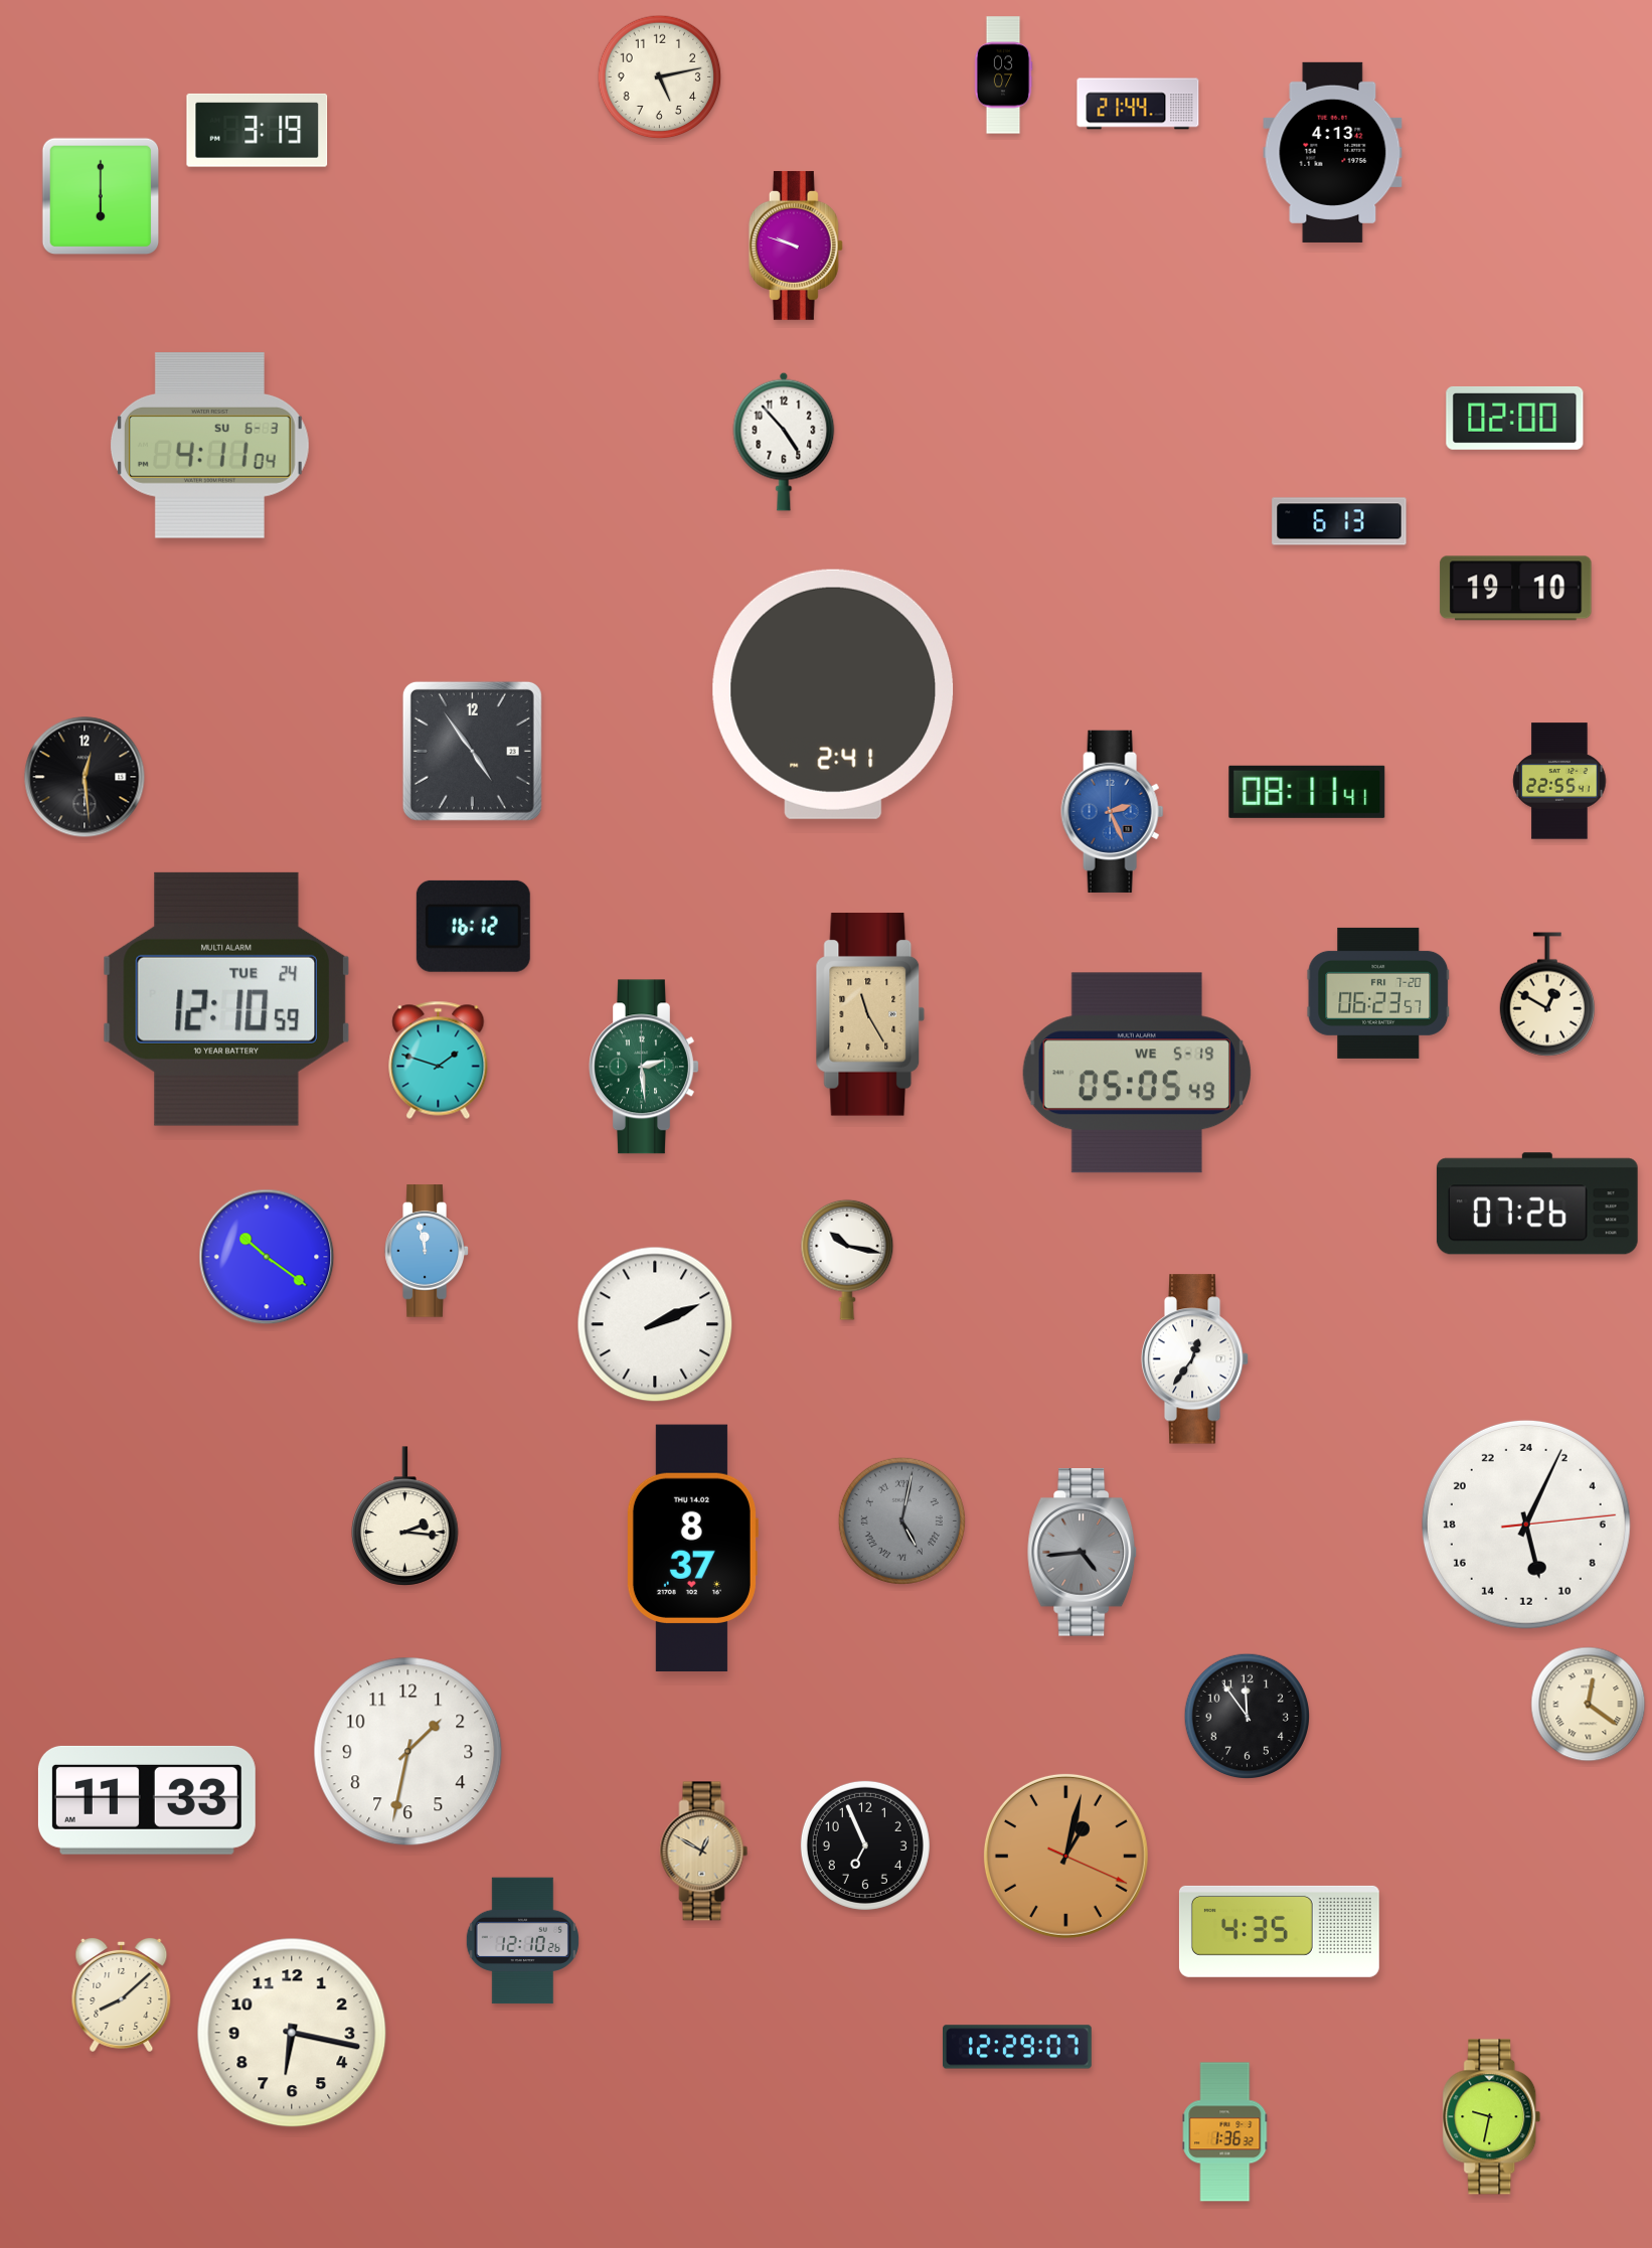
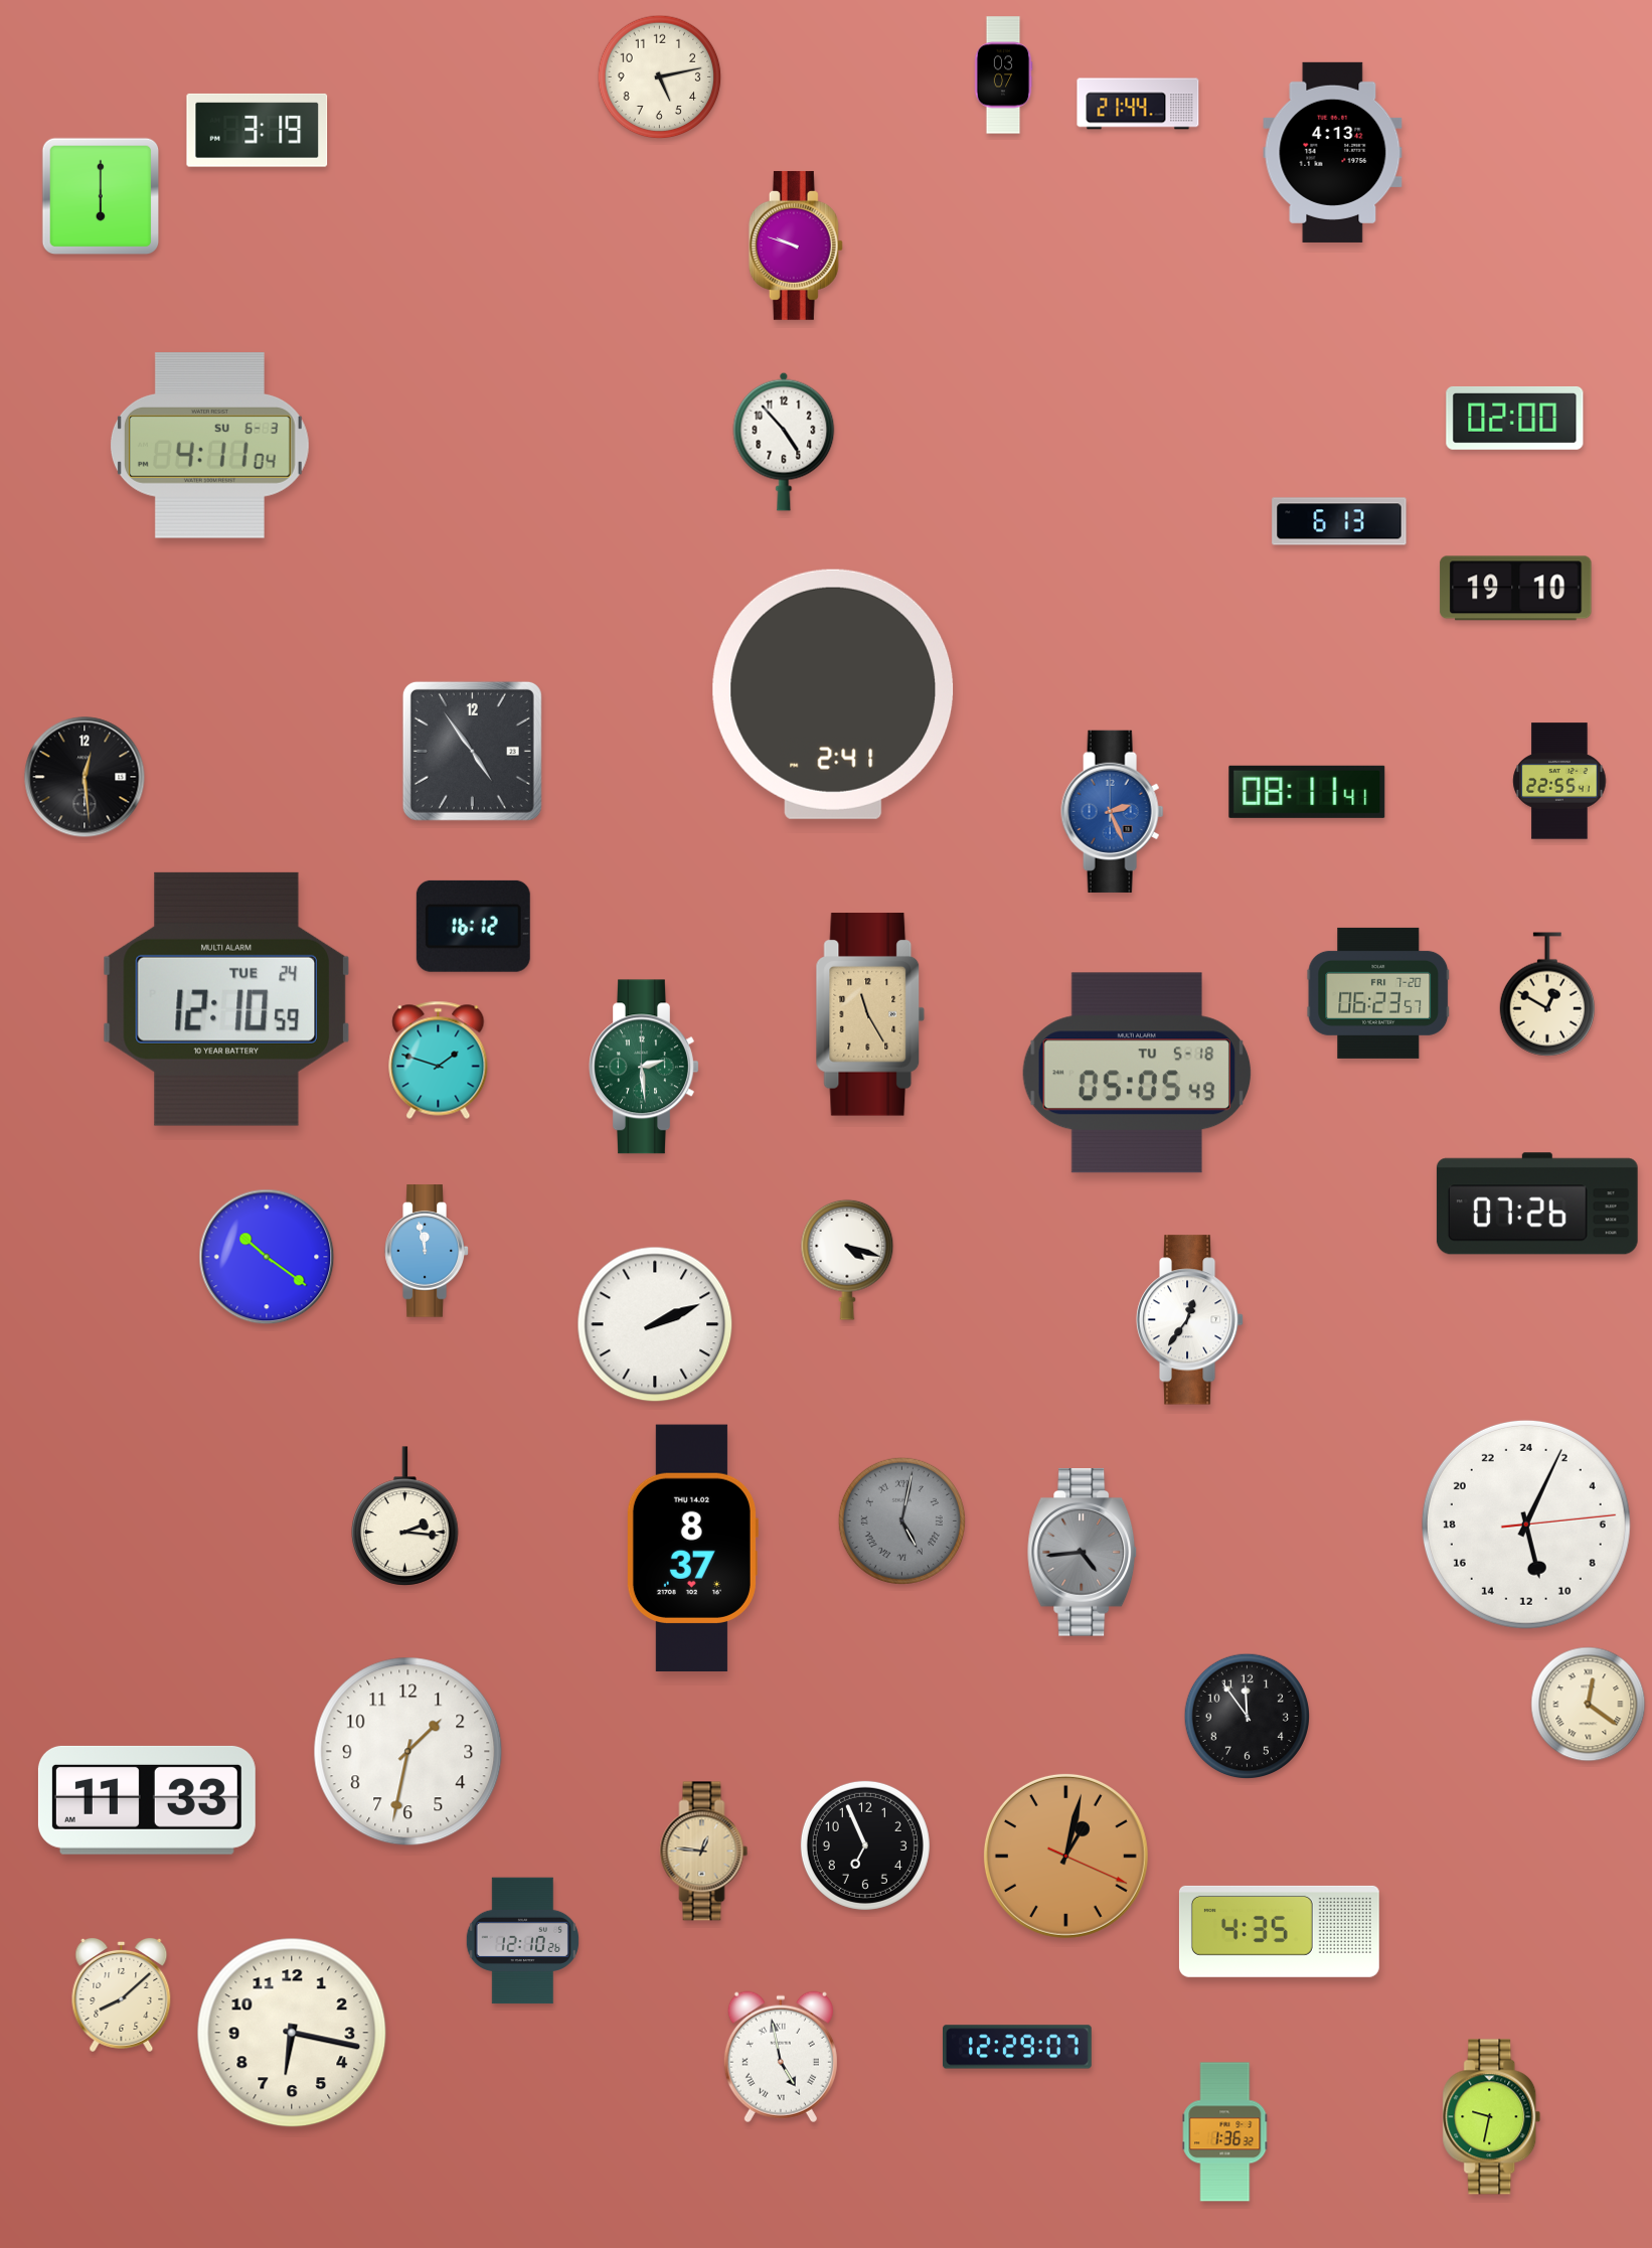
clock at (1136, 1073) date: WE 5-19 -> TU 5-18
clock at (847, 1260): 10:17 -> 4:18
clock at (1195, 1359) position: (1195, 1359) -> (1190, 1320)
clock at (704, 1852): 12:50 -> 12:46
clock at (781, 2057): none -> 4:58
